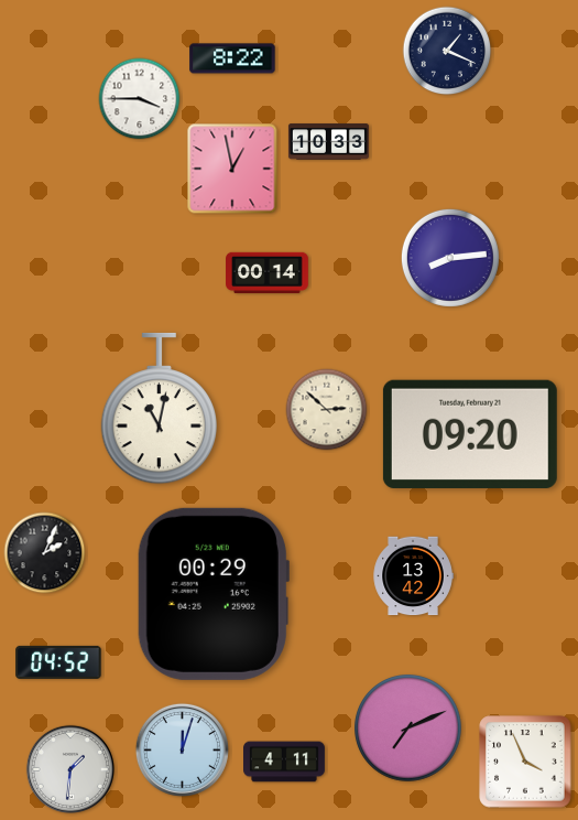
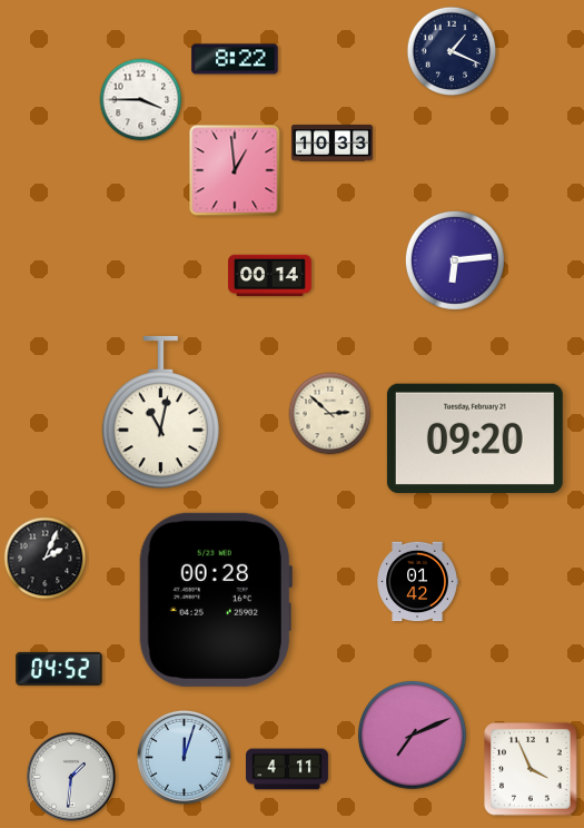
clock at (232, 169): 12:58 -> 12:59
clock at (450, 258): 8:14 -> 6:14
clock at (413, 576): 13:42 -> 01:42
clock at (214, 594): 00:29 -> 00:28
